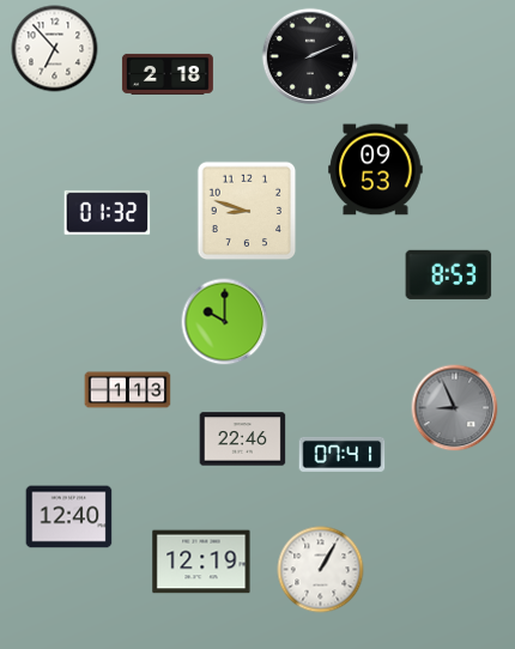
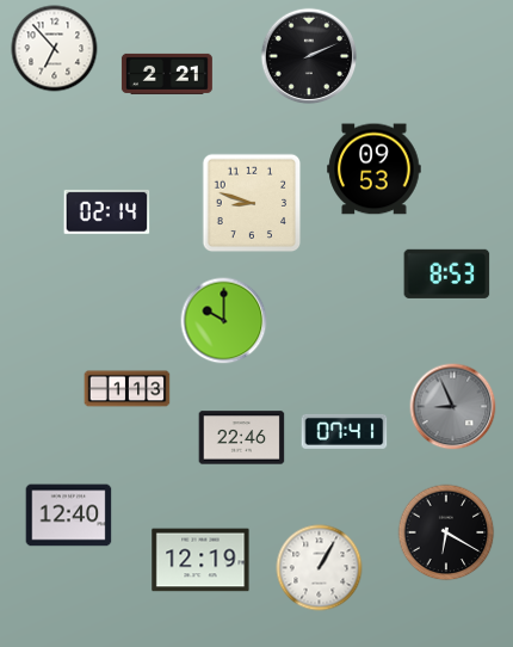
clock at (168, 74): 2:18 -> 2:21
clock at (247, 211) position: (247, 211) -> (252, 203)
clock at (108, 212): 01:32 -> 02:14
clock at (343, 454) position: (343, 454) -> (345, 431)
clock at (446, 532): none -> 6:20
